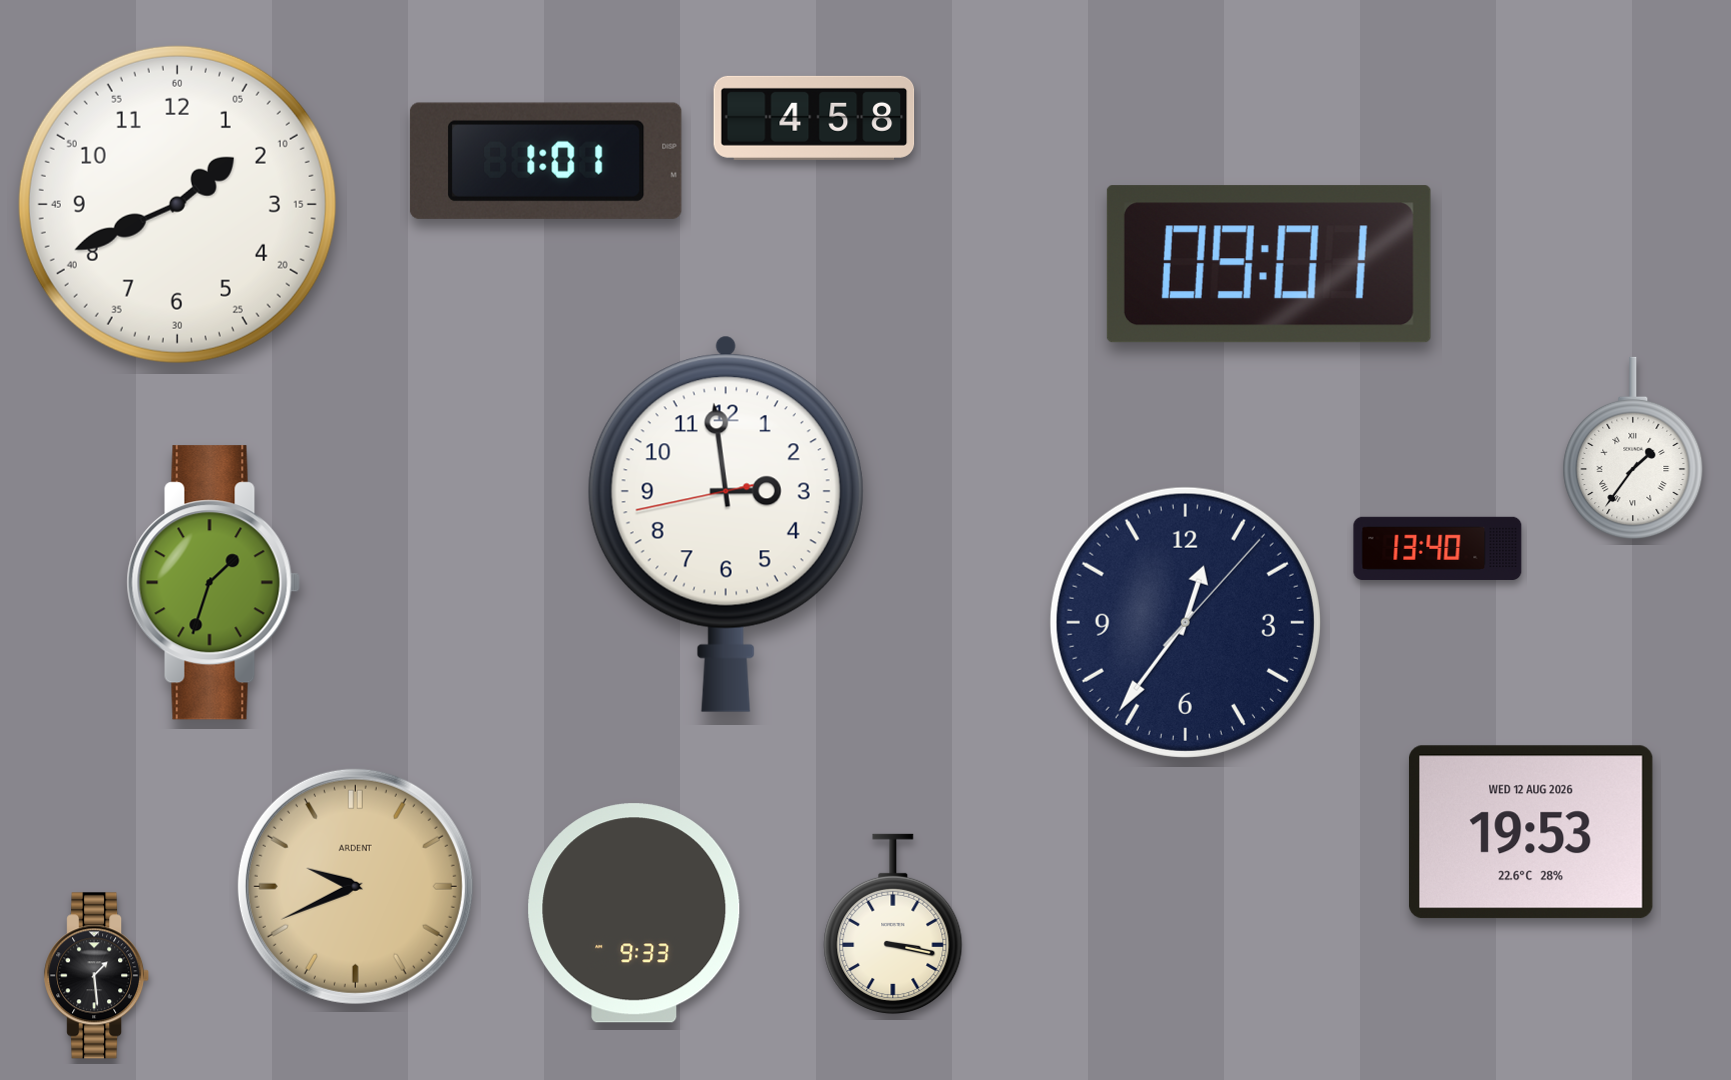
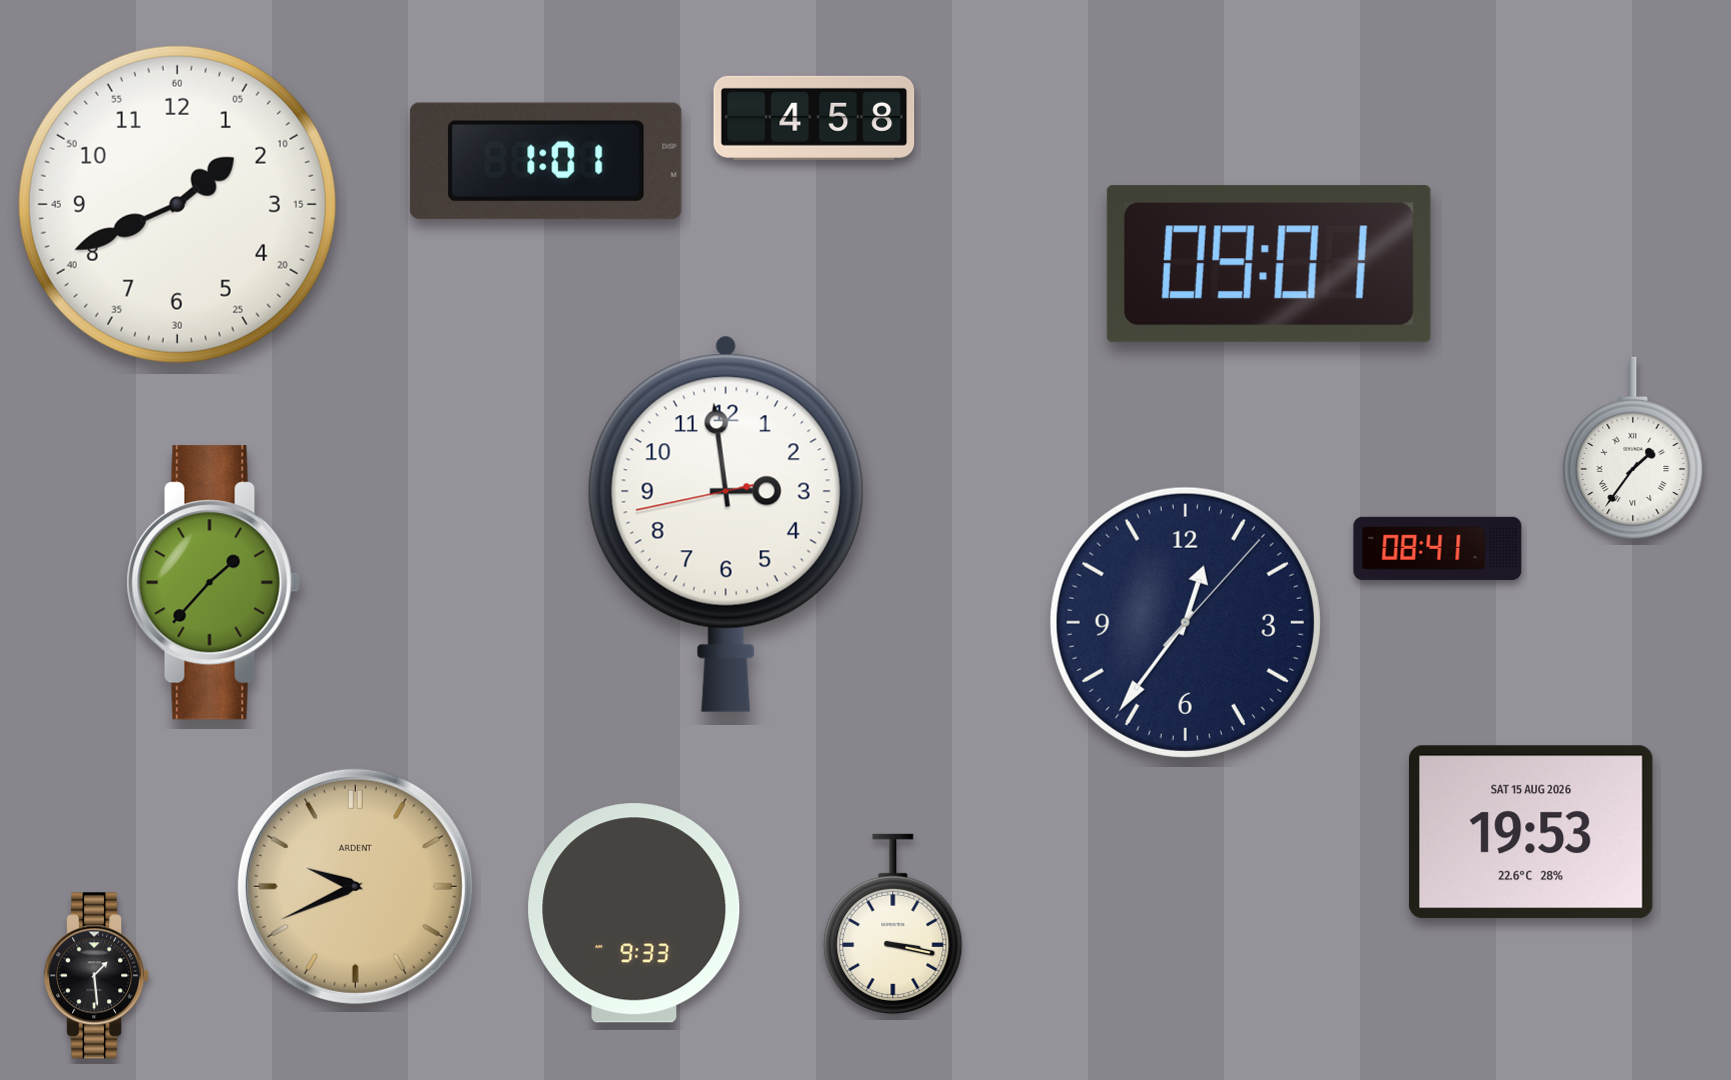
clock at (1438, 548): 13:40 -> 08:41
clock at (213, 583): 1:33 -> 1:37
clock at (1531, 832) date: WED 12 AUG 2026 -> SAT 15 AUG 2026
